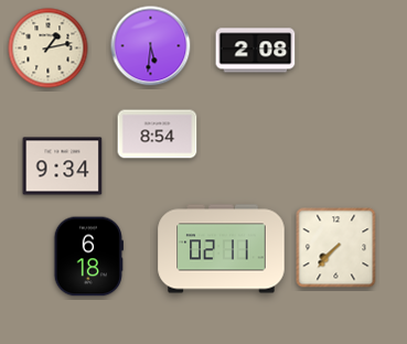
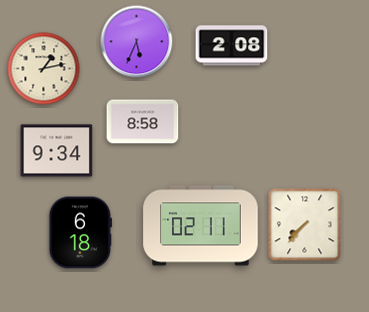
clock at (151, 46): 5:31 -> 5:34
clock at (49, 49) position: (49, 49) -> (44, 69)
clock at (158, 135): 8:54 -> 8:58
